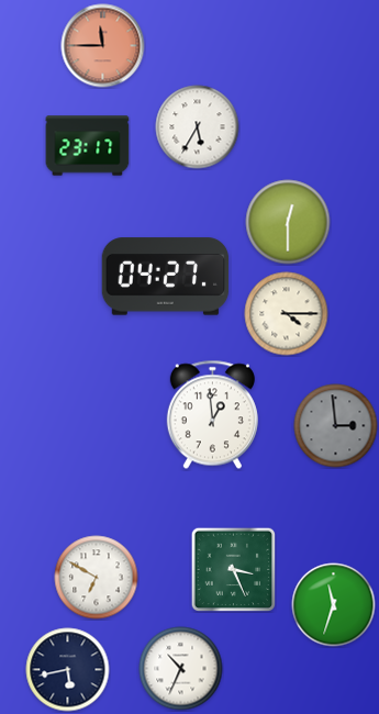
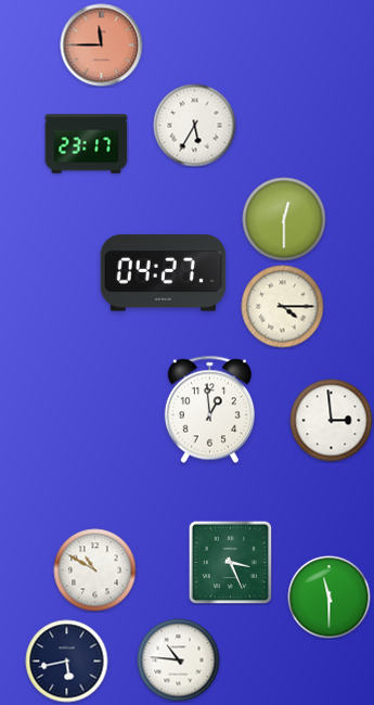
clock at (287, 314) position: (287, 314) -> (283, 307)
clock at (336, 426) dial: grey -> white
clock at (97, 578): 6:50 -> 10:50
clock at (334, 605): 11:33 -> 11:30
clock at (181, 669): 10:34 -> 10:46
